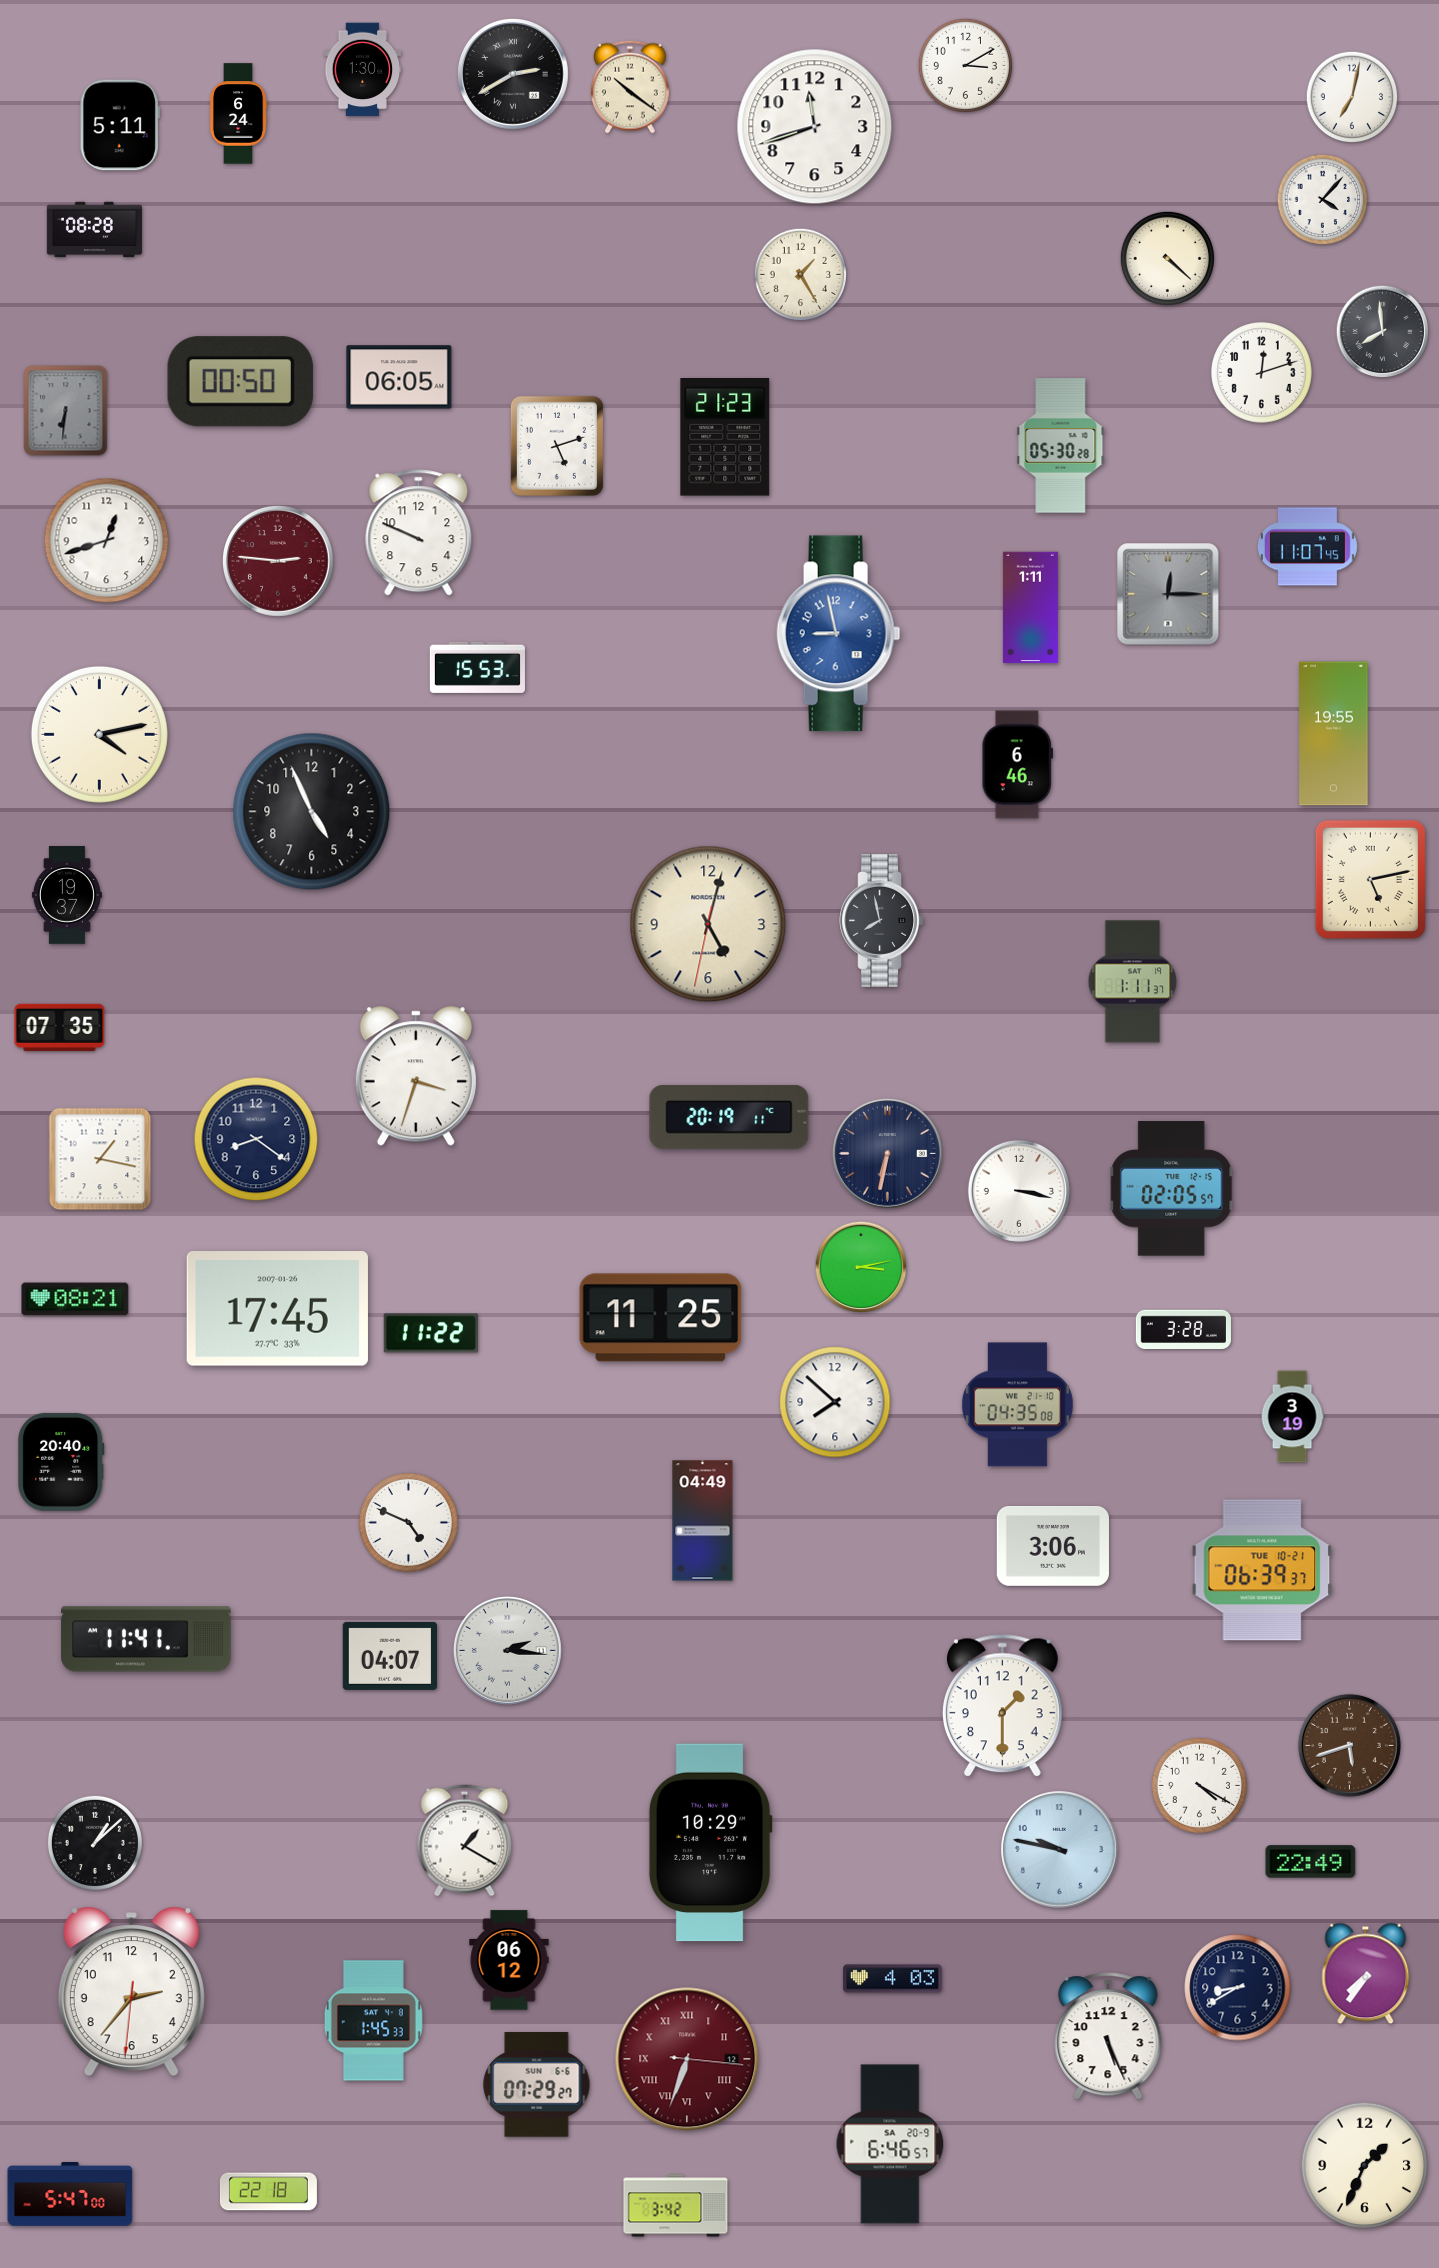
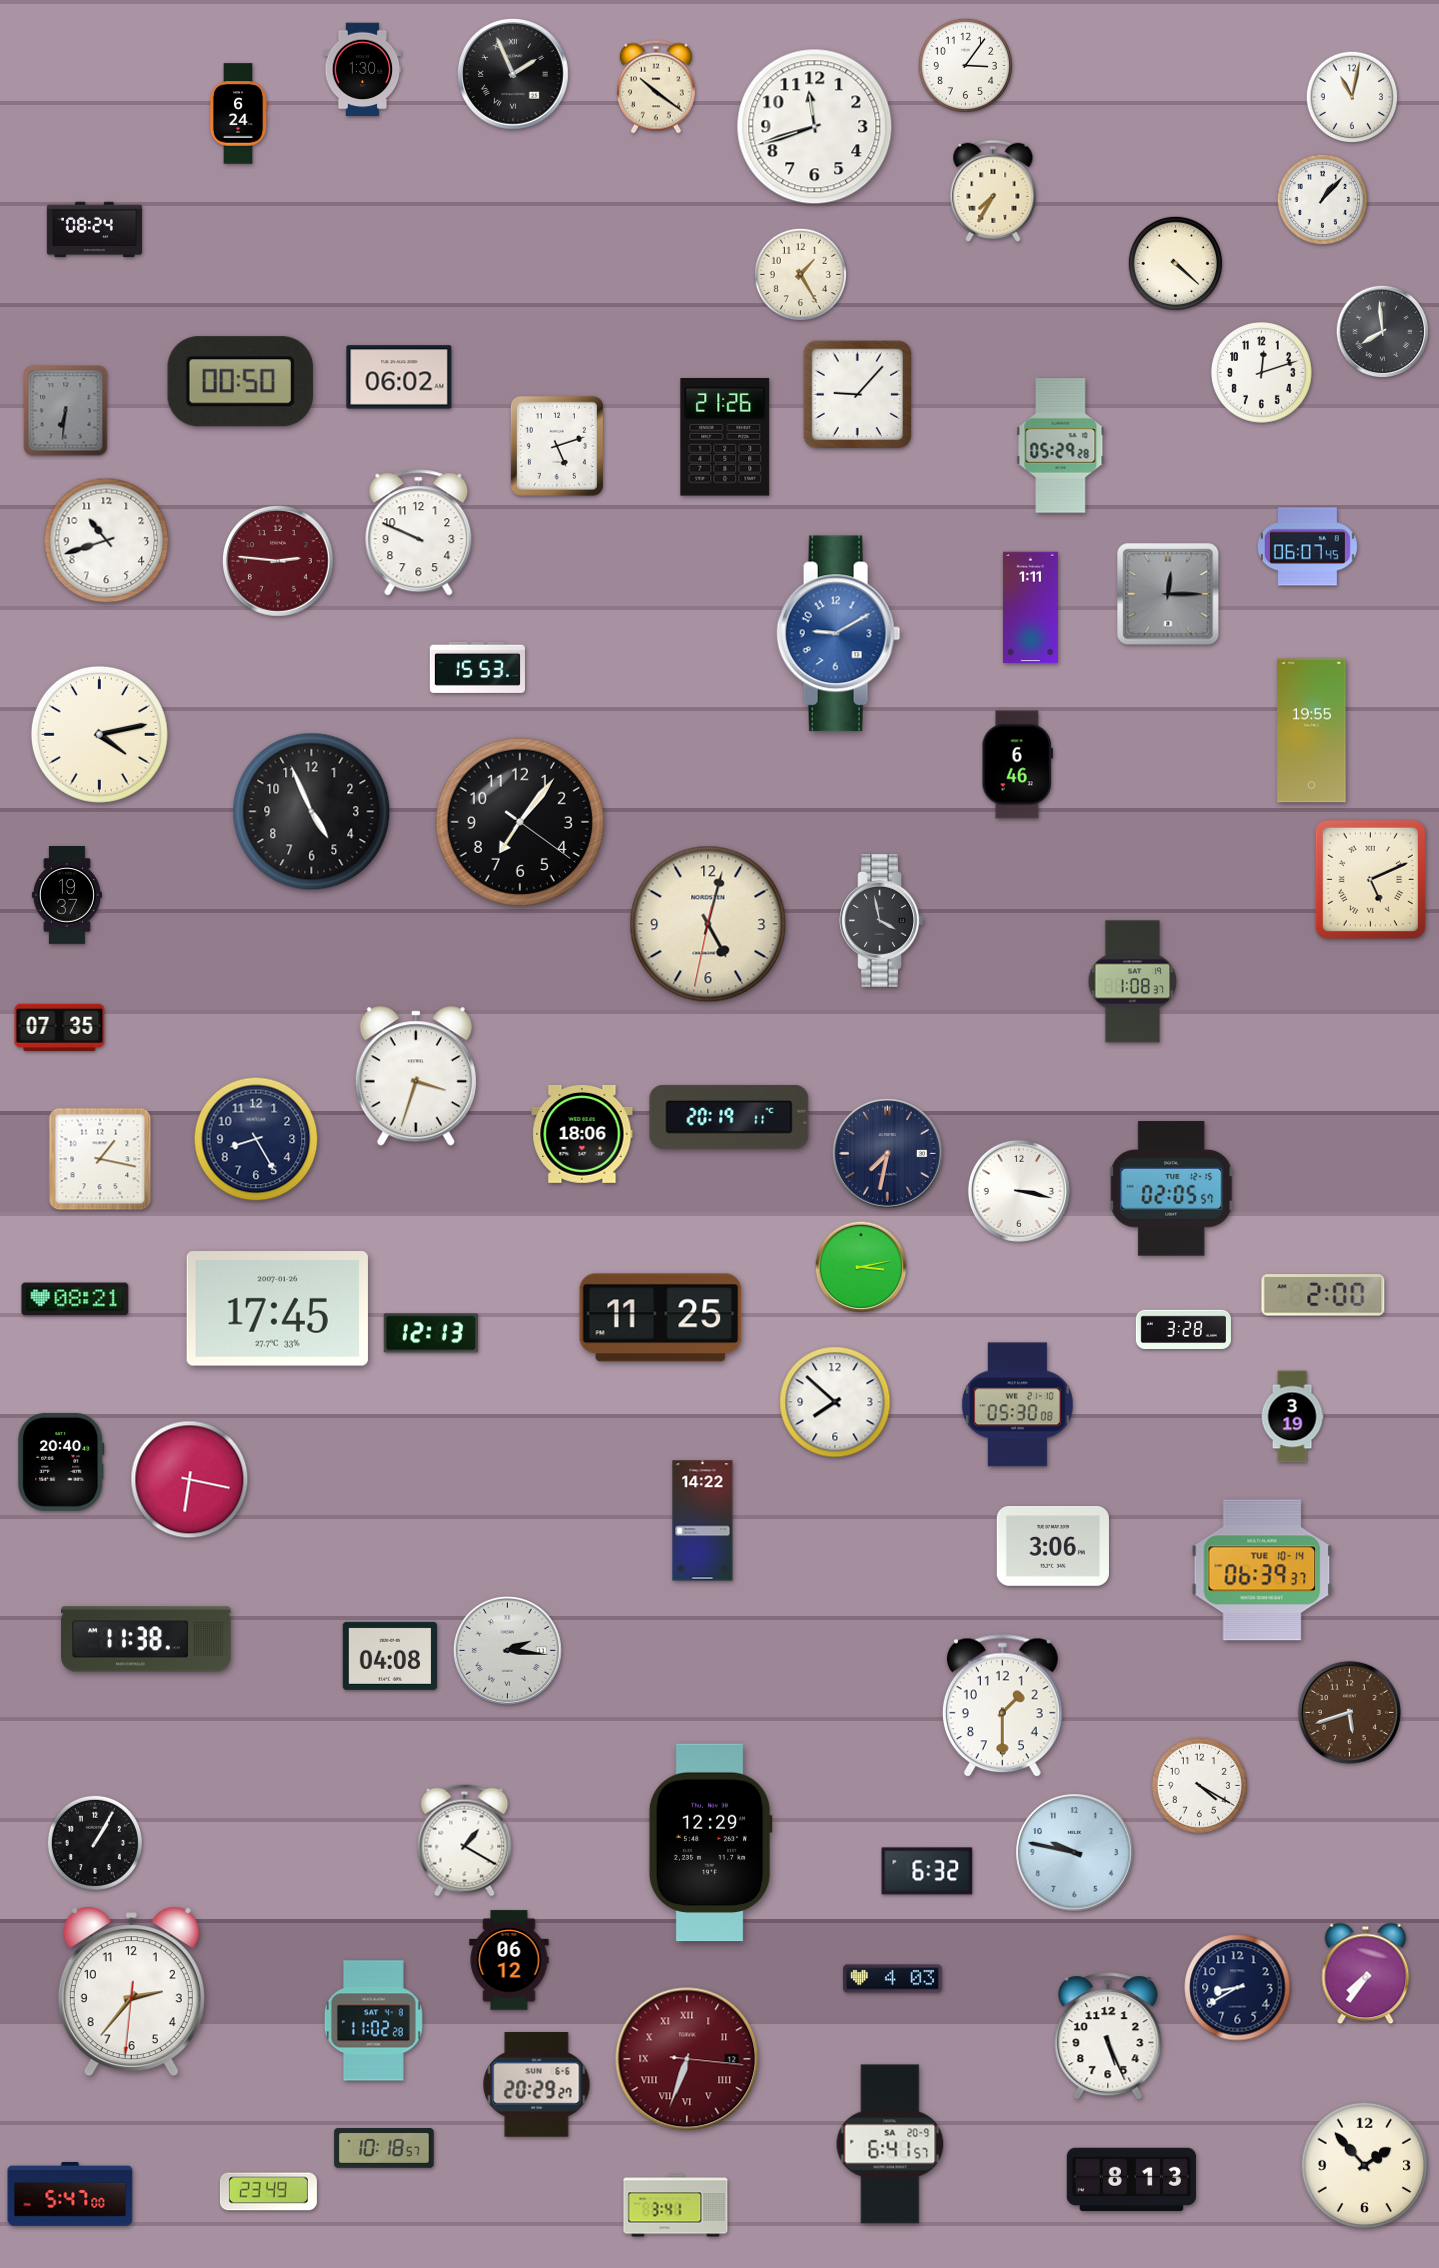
clock at (965, 65): 3:10 -> 3:06
clock at (514, 75): 2:40 -> 1:56
clock at (630, 87) position: (630, 87) -> (656, 87)
clock at (1352, 97): 7:02 -> 11:02
clock at (120, 125): 5:11 -> none
clock at (993, 191): none -> 7:35
clock at (1323, 200): 4:07 -> 1:07
clock at (94, 230): 08:28 -> 08:24
clock at (1167, 258) position: (1167, 258) -> (1175, 263)
clock at (399, 377): 06:05 -> 06:02
clock at (858, 395): none -> 9:07
clock at (725, 438): 21:23 -> 21:26
clock at (1061, 446): 05:30 -> 05:29
clock at (107, 541): 12:42 -> 10:42
clock at (1307, 547): 11:07 -> 06:07
clock at (839, 634): 8:58 -> 9:10
clock at (1334, 734) position: (1334, 734) -> (1312, 731)
clock at (520, 822): none -> 7:06
clock at (1370, 879): 5:13 -> 5:11
clock at (881, 920): 7:58 -> 3:58
clock at (1133, 982): 1:11 -> 1:08
clock at (582, 1134): none -> 18:06
clock at (256, 1139): 8:21 -> 8:25
clock at (888, 1154): 6:32 -> 7:32
clock at (1323, 1295): none -> 2:00
clock at (431, 1333): 11:22 -> 12:13
clock at (1017, 1405): 04:35 -> 05:30
clock at (190, 1480): none -> 6:17
clock at (703, 1521): 04:49 -> 14:22
clock at (408, 1522): 4:49 -> none
clock at (1262, 1570) date: TUE 10-21 -> TUE 10-14
clock at (146, 1639): 11:41 -> 11:38
clock at (389, 1656): 04:07 -> 04:08
clock at (1349, 1745) position: (1349, 1745) -> (1349, 1712)
clock at (95, 1843): 1:08 -> 1:05
clock at (710, 1843): 10:29 -> 12:29
clock at (1060, 1850) position: (1060, 1850) -> (1075, 1853)
clock at (1311, 1862): 22:49 -> none
clock at (927, 1871): none -> 6:32
clock at (373, 2021): 1:45 -> 11:02
clock at (537, 2085): 07:29 -> 20:29
clock at (890, 2144): 6:46 -> 6:41
clock at (384, 2148): none -> 10:18
clock at (1365, 2166): 1:34 -> 1:53
clock at (1131, 2180): none -> 8:13
clock at (268, 2192): 22:18 -> 23:49
clock at (676, 2206): 3:42 -> 3:41
